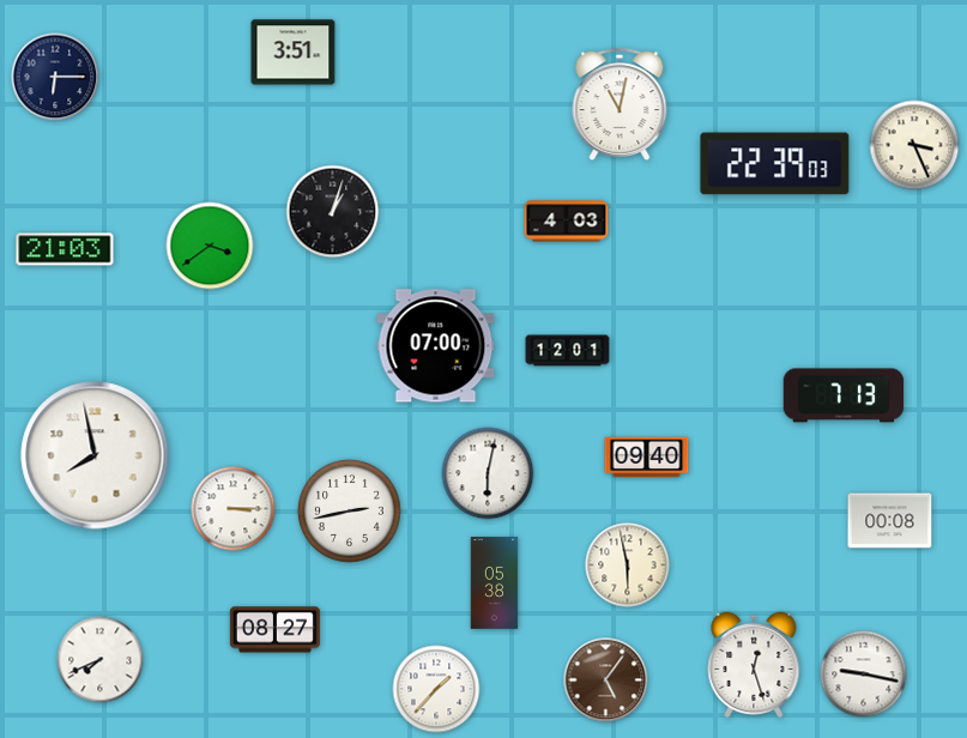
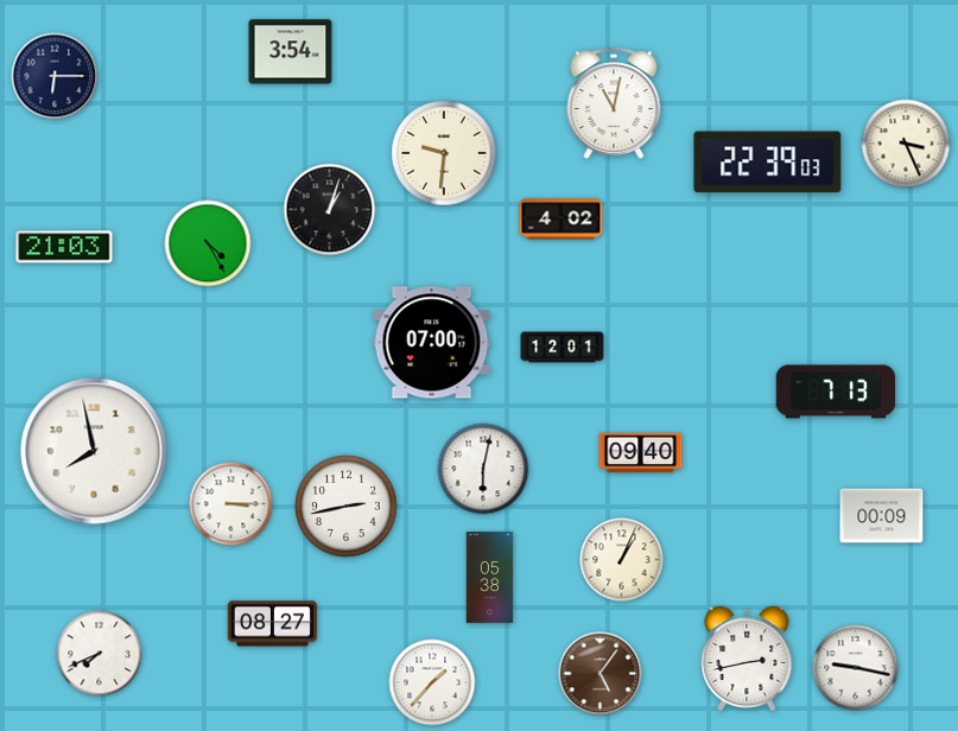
clock at (294, 53): 3:51 -> 3:54
clock at (444, 153): none -> 9:31
clock at (567, 222): 4:03 -> 4:02
clock at (210, 246): 3:39 -> 4:25
clock at (890, 521): 00:08 -> 00:09
clock at (628, 565): 5:58 -> 1:04
clock at (754, 665): 12:27 -> 2:43
